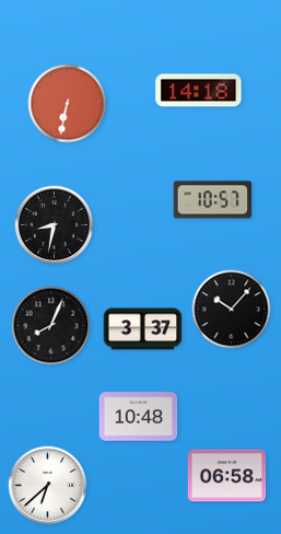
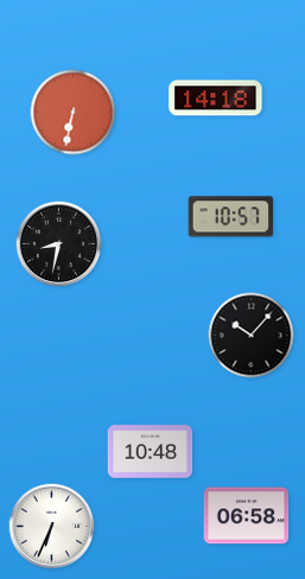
clock at (51, 326): 8:04 -> none
clock at (143, 329): 3:37 -> none
clock at (48, 486): 6:38 -> 6:34
